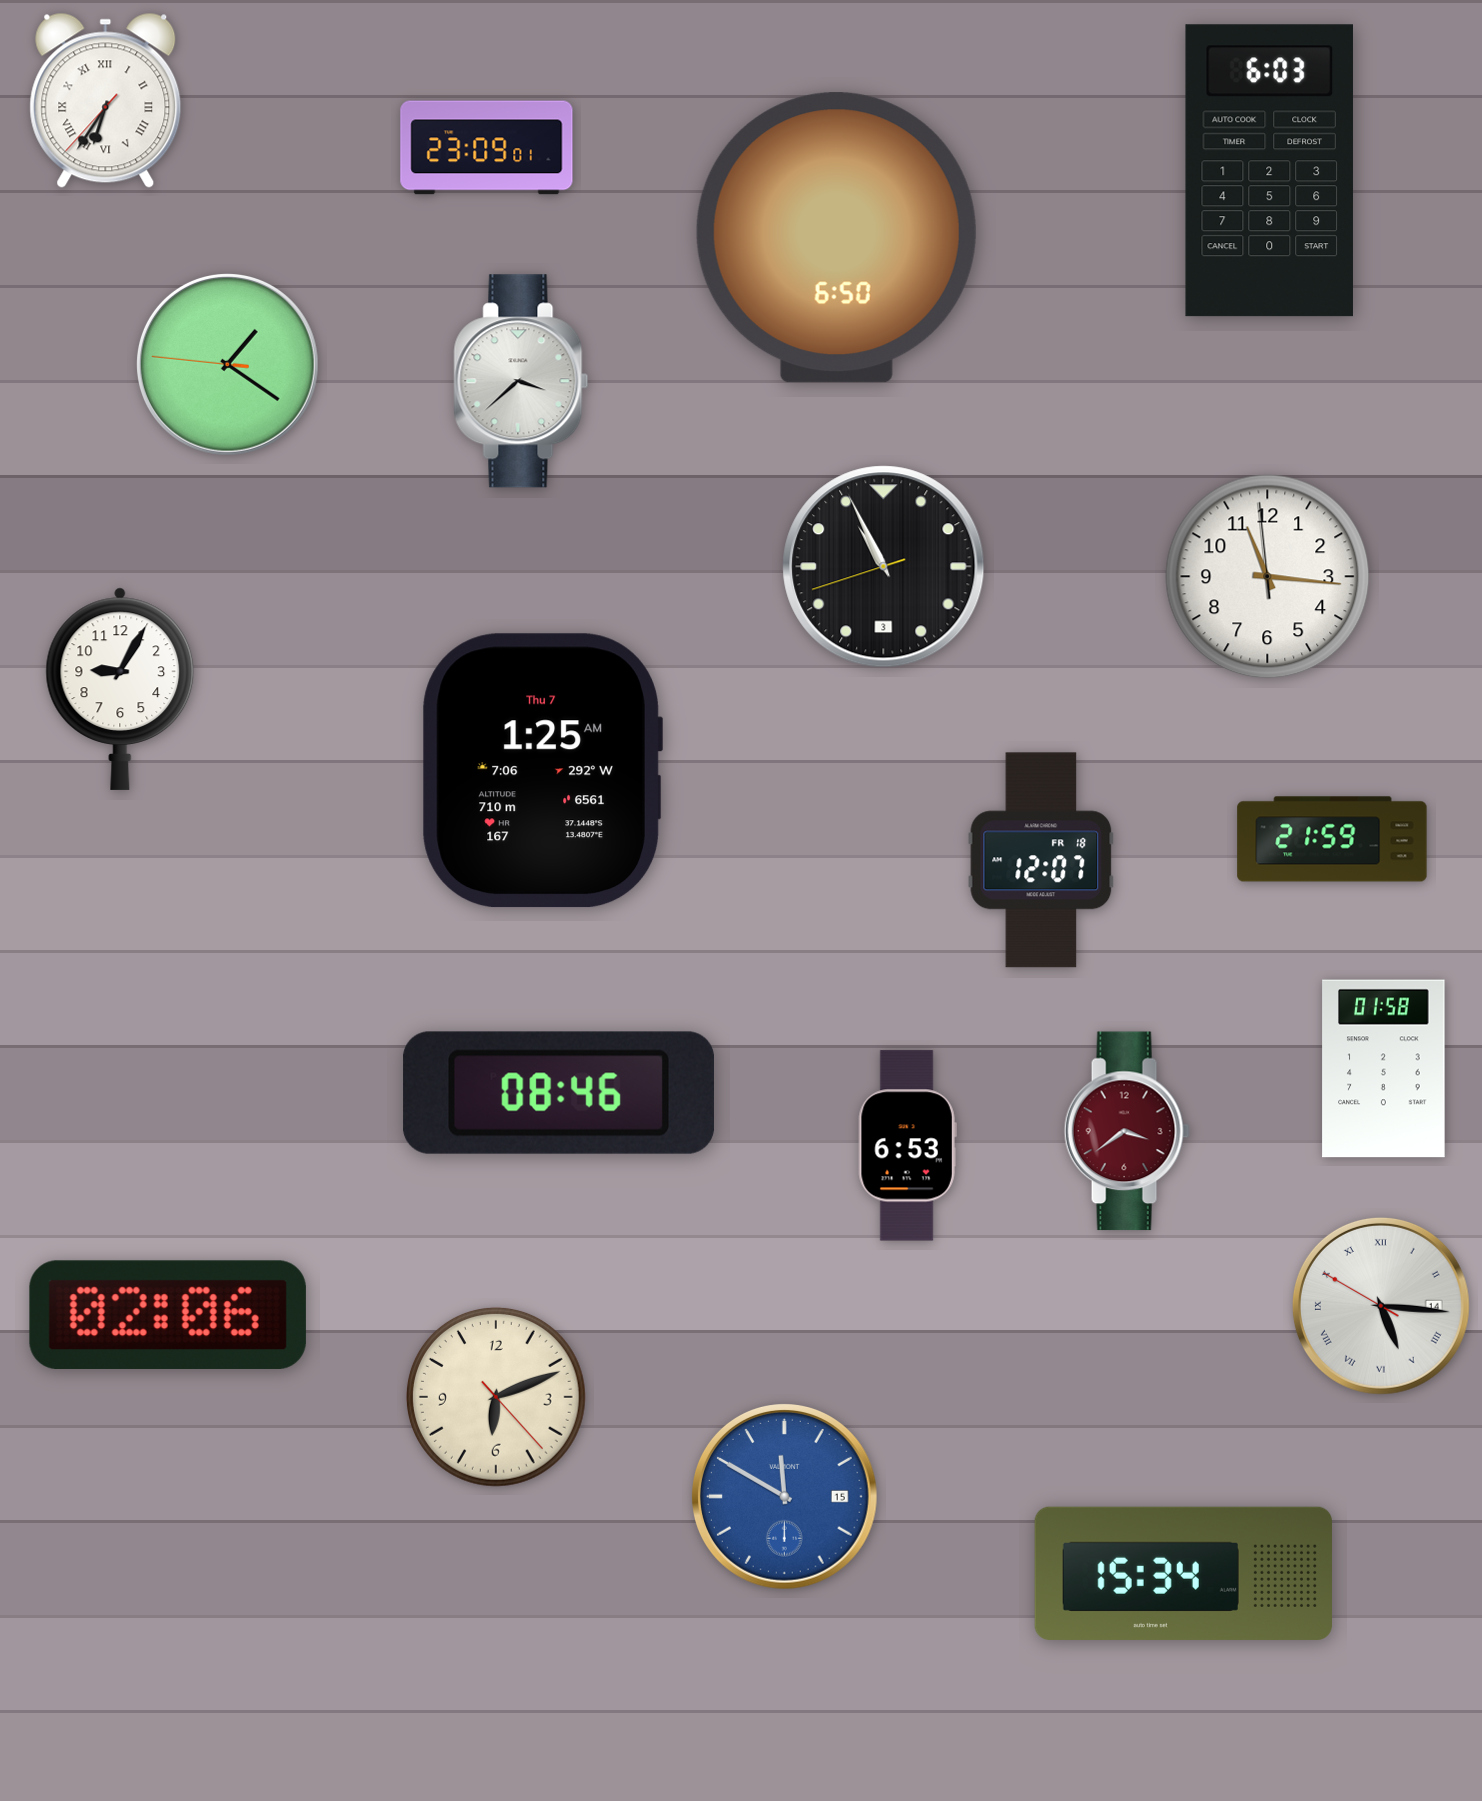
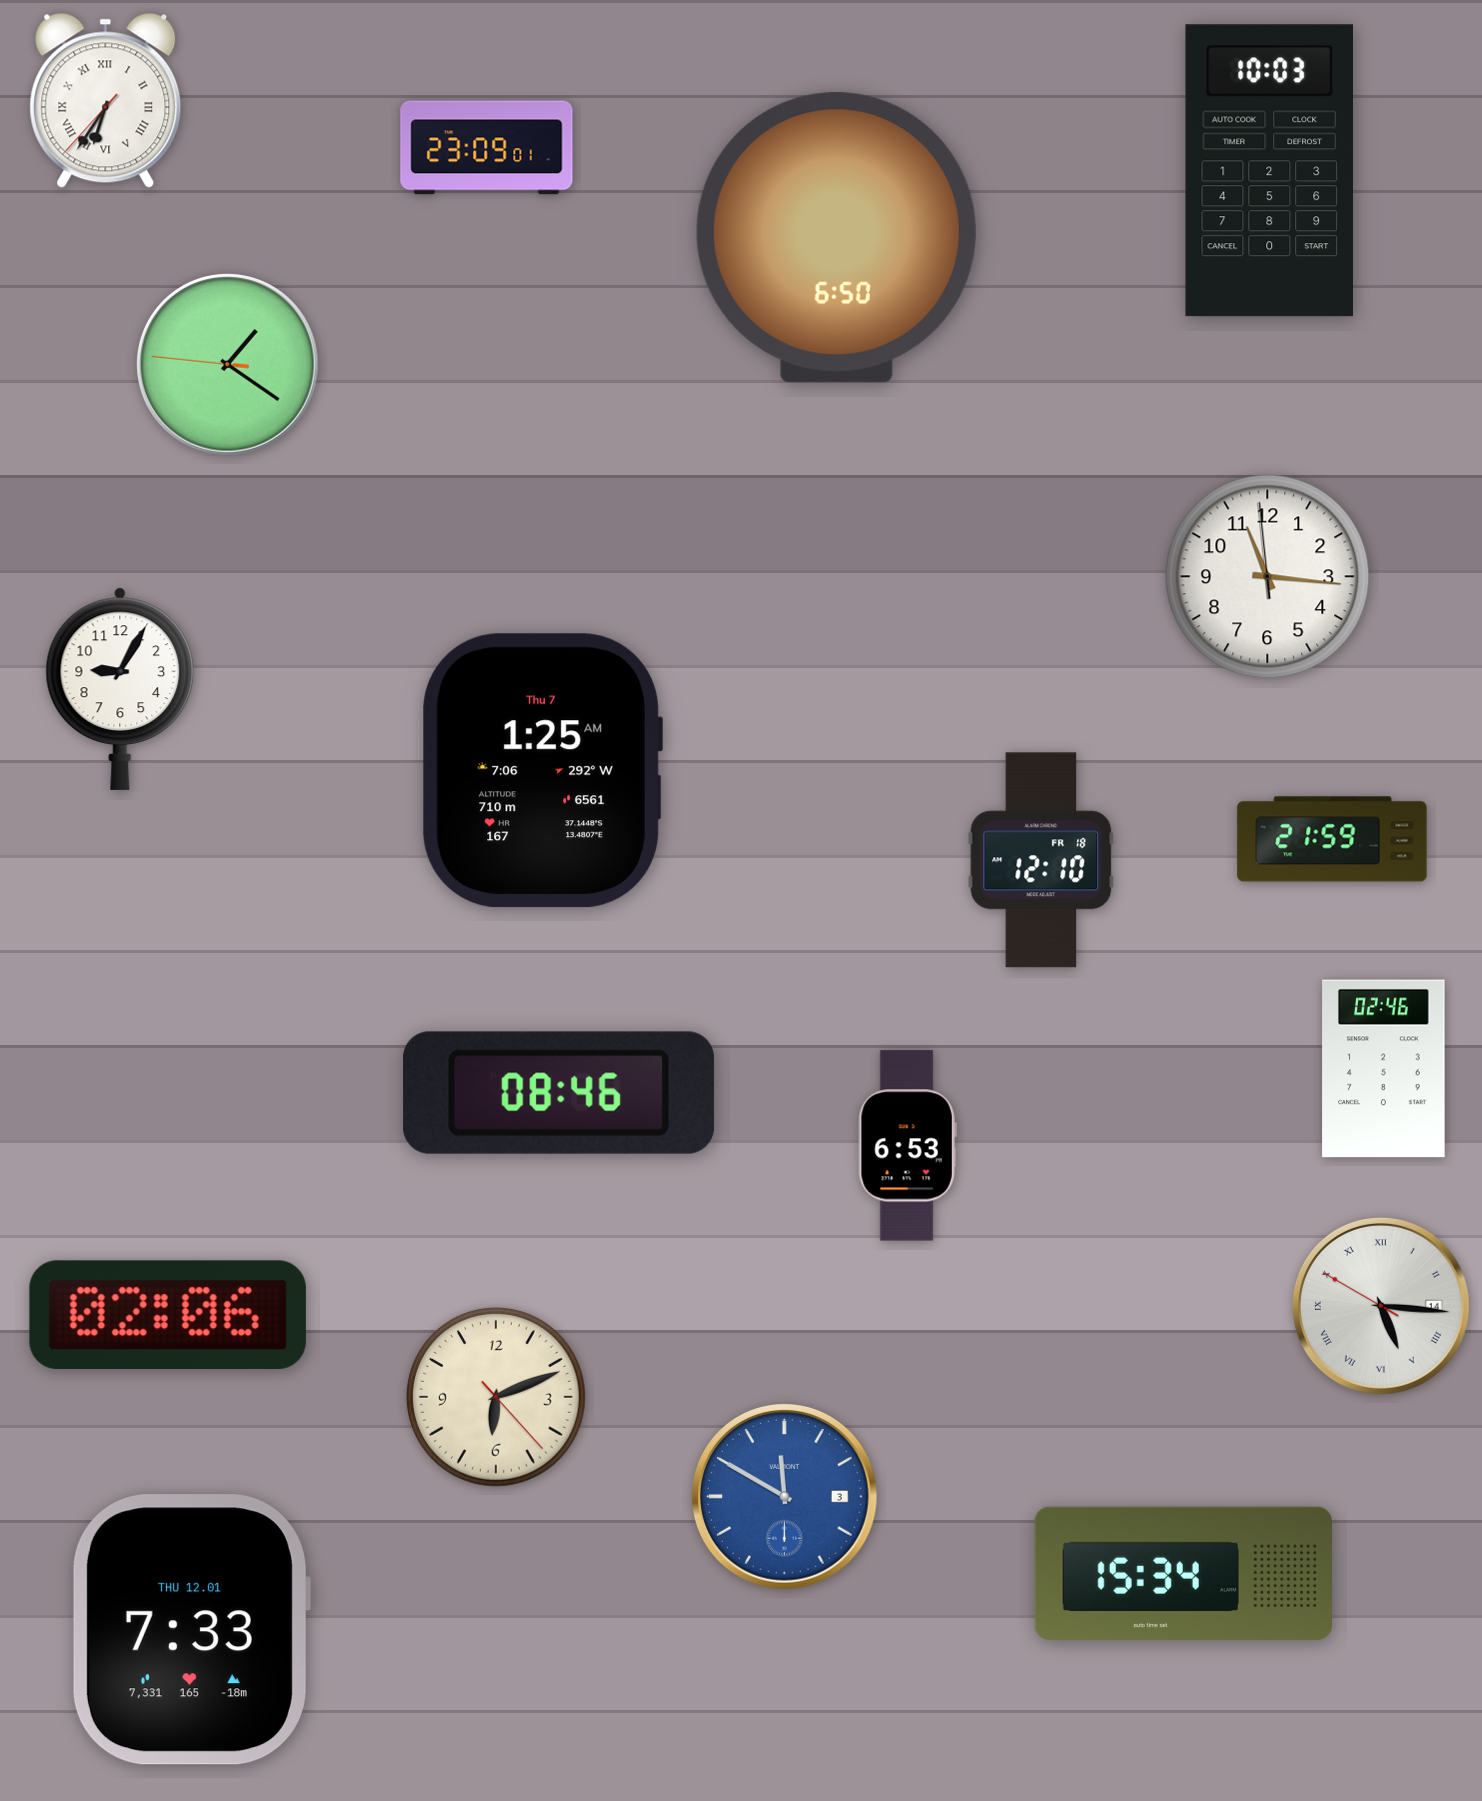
clock at (1269, 171): 6:03 -> 10:03
clock at (521, 381): 3:38 -> none
clock at (884, 567): 10:55 -> none
clock at (1041, 860): 12:07 -> 12:10
clock at (1384, 1069): 01:58 -> 02:46
clock at (1127, 1131): 3:39 -> none
clock at (785, 1497) date: 15 -> 3
clock at (191, 1630): none -> 7:33
